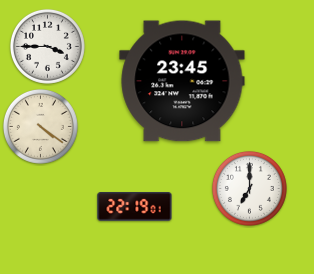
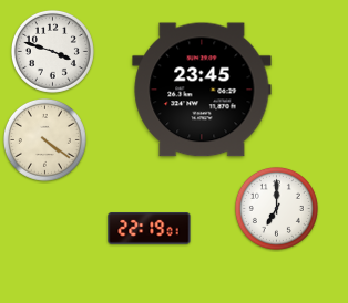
clock at (47, 46): 3:45 -> 3:48
